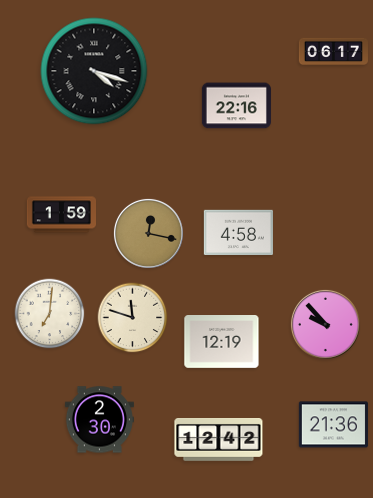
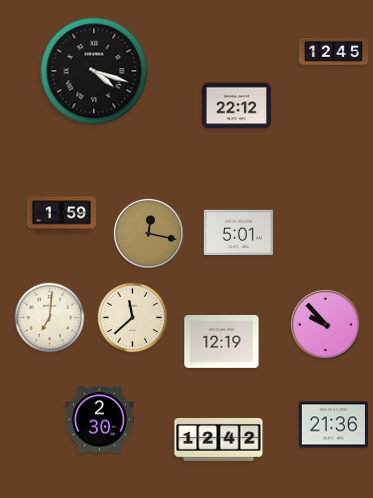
clock at (333, 51): 06:17 -> 12:45
clock at (236, 106): 22:16 -> 22:12
clock at (238, 232): 4:58 -> 5:01
clock at (50, 314) position: (50, 314) -> (50, 318)
clock at (133, 318): 11:48 -> 11:38
